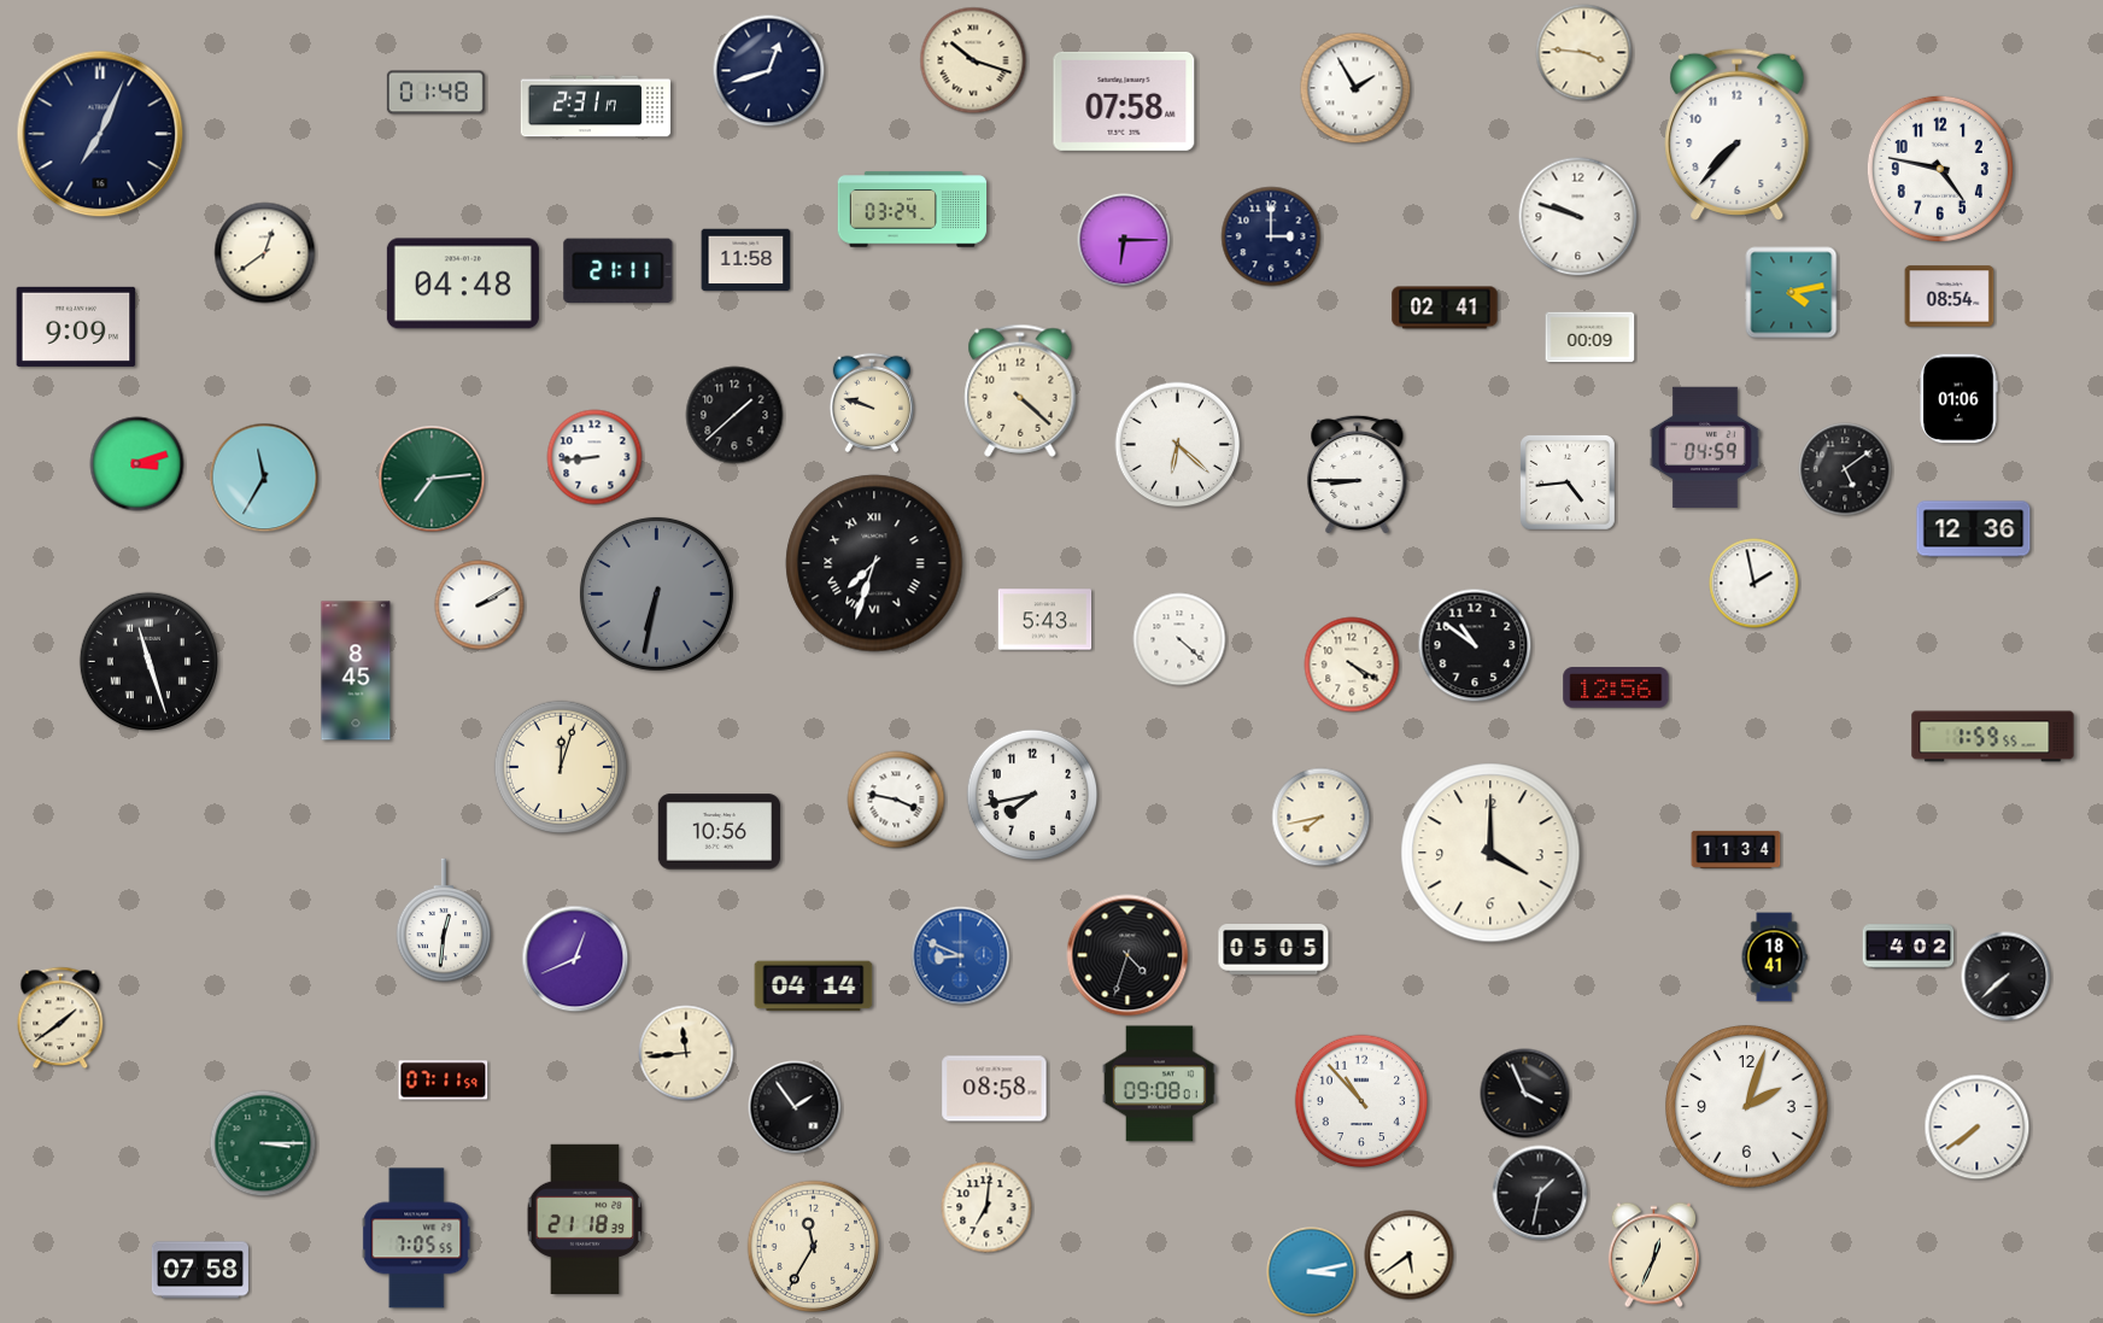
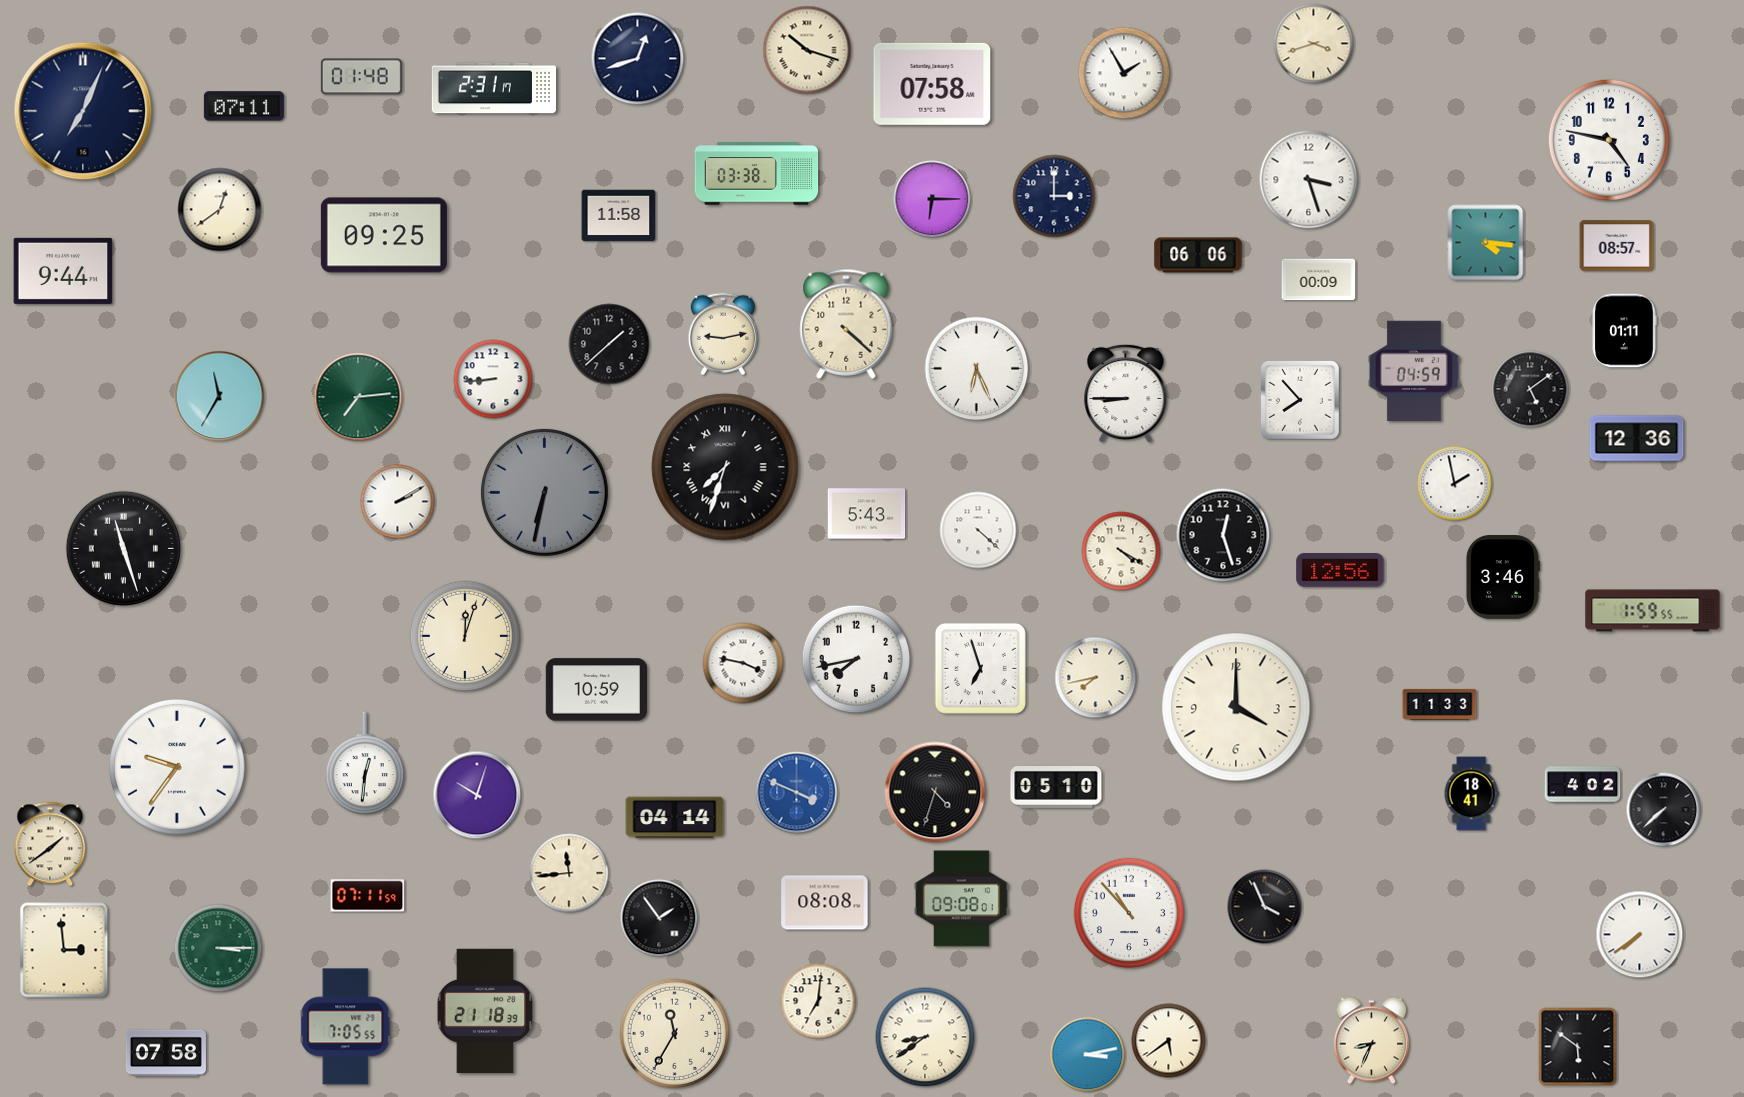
clock at (1584, 53): 3:46 -> 3:42
clock at (244, 106): none -> 07:11
clock at (1738, 134): 7:37 -> none
clock at (913, 210): 03:24 -> 03:38
clock at (1578, 217): 9:48 -> 3:27
clock at (619, 271): 21:11 -> none
clock at (463, 283): 04:48 -> 09:25
clock at (1792, 293): 4:13 -> 4:16
clock at (1950, 297): 08:54 -> 08:57
clock at (1445, 308): 02:41 -> 06:06
clock at (76, 327): 9:09 -> 9:44
clock at (1958, 399): 01:06 -> 01:11
clock at (871, 402): 9:48 -> 9:13
clock at (1178, 445): 6:22 -> 6:26
clock at (137, 464): 3:12 -> none
clock at (1569, 484): 4:44 -> 7:53
clock at (1475, 645): 10:51 -> 12:27
clock at (356, 671): 8:45 -> none
clock at (1502, 577): none -> 3:46
clock at (980, 668): none -> 6:57
clock at (719, 832): 10:56 -> 10:59
clock at (1736, 849): 11:34 -> 11:33
clock at (444, 920) position: (444, 920) -> (365, 763)
clock at (178, 768): none -> 9:36
clock at (1273, 950): 05:05 -> 05:10
clock at (961, 956): 8:49 -> 3:49
clock at (575, 959): 12:41 -> 10:03
clock at (995, 1089): 08:58 -> 08:08
clock at (1747, 1107): 2:03 -> none
clock at (64, 950): none -> 2:59
clock at (1540, 1193): 1:32 -> none
clock at (925, 1037): none -> 8:39
clock at (1653, 1255): 12:34 -> 8:34
clock at (1578, 1047): none -> 5:51
